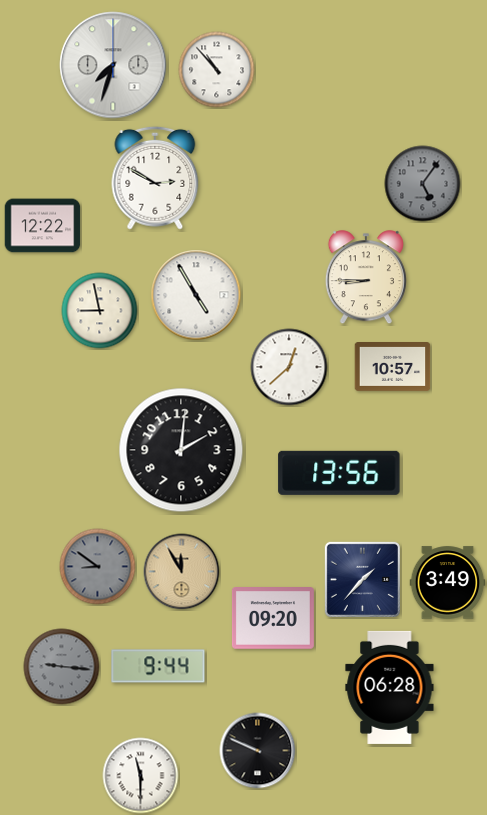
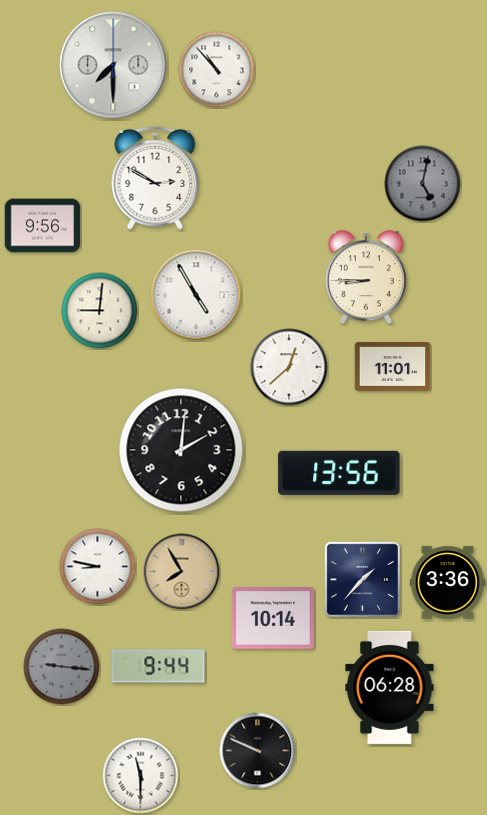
clock at (113, 65): 7:33 -> 7:30
clock at (423, 184): 5:06 -> 5:02
clock at (43, 226): 12:22 -> 9:56
clock at (100, 311): 8:58 -> 9:01
clock at (393, 367): 10:57 -> 11:01
clock at (98, 567): 8:51 -> 8:47
clock at (98, 567) dial: grey -> white
clock at (182, 572): 11:55 -> 7:55
clock at (448, 583): 3:49 -> 3:36
clock at (273, 618): 09:20 -> 10:14
